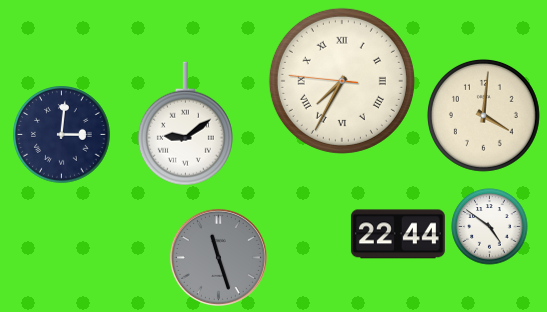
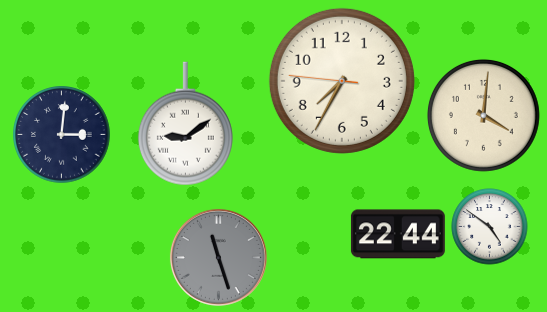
clock at (342, 81) numerals: Roman -> Arabic
